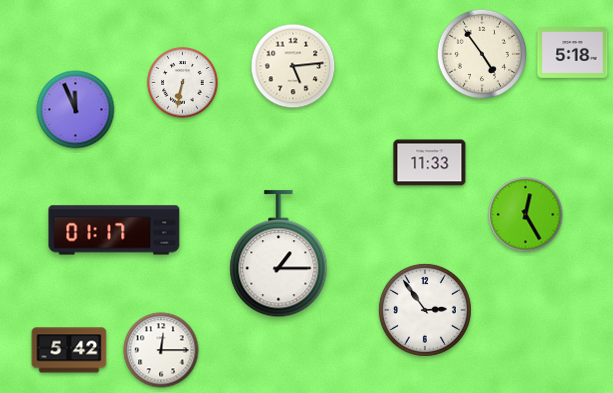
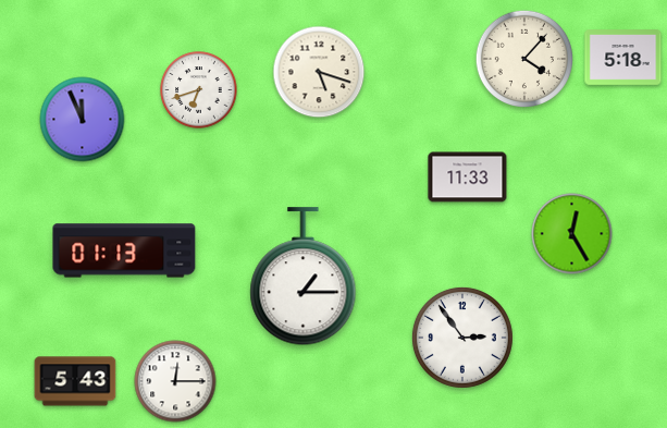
clock at (481, 53): 4:54 -> 4:07
clock at (293, 66): 5:14 -> 5:18
clock at (183, 83): 6:32 -> 6:42
clock at (114, 230): 01:17 -> 01:13
clock at (69, 350): 5:42 -> 5:43
